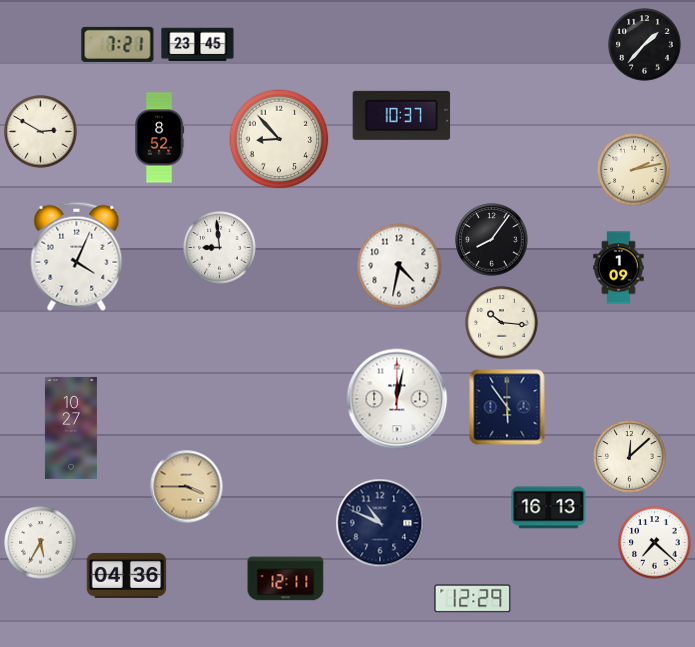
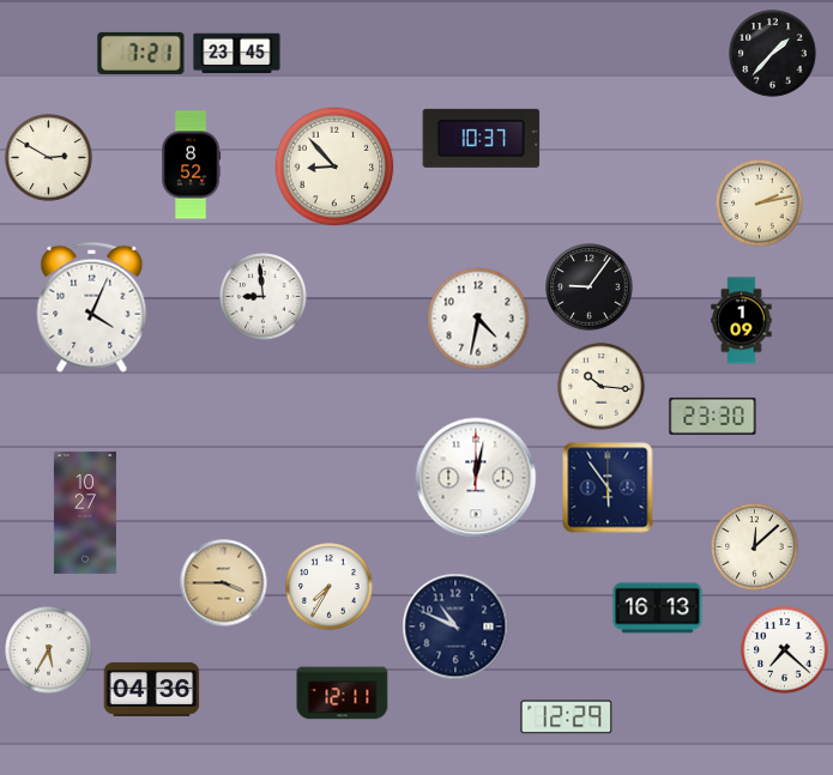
clock at (492, 240): 8:06 -> 9:06
clock at (713, 416): none -> 23:30
clock at (330, 587): none -> 7:35
